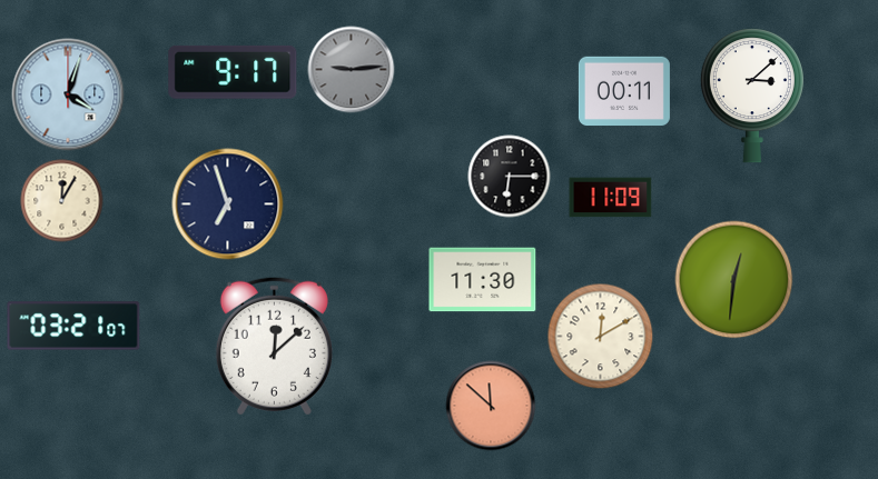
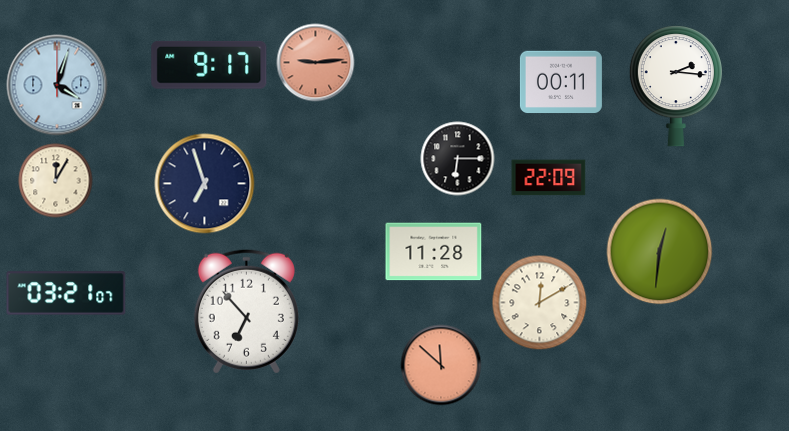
clock at (352, 70) dial: grey -> salmon
clock at (68, 94) position: (68, 94) -> (57, 85)
clock at (752, 96): 3:08 -> 2:16
clock at (611, 198): 11:09 -> 22:09
clock at (483, 280): 11:30 -> 11:28
clock at (274, 346): 12:08 -> 6:53
